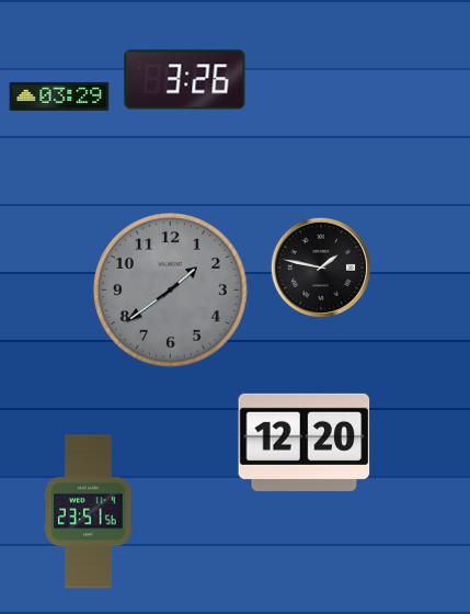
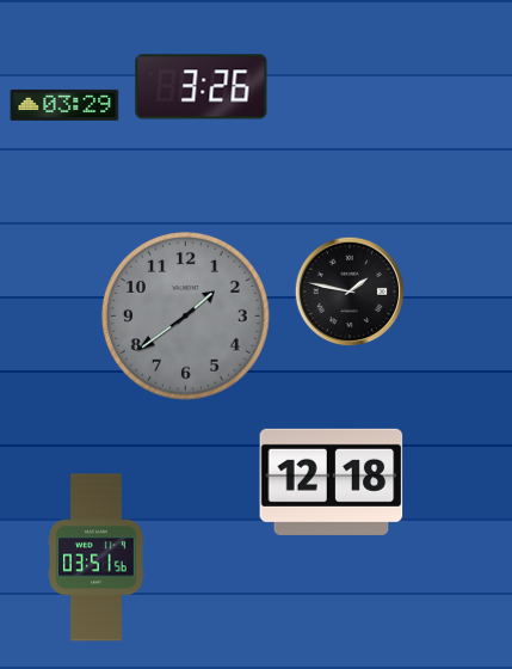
clock at (305, 442): 12:20 -> 12:18
clock at (89, 512): 23:51 -> 03:51
